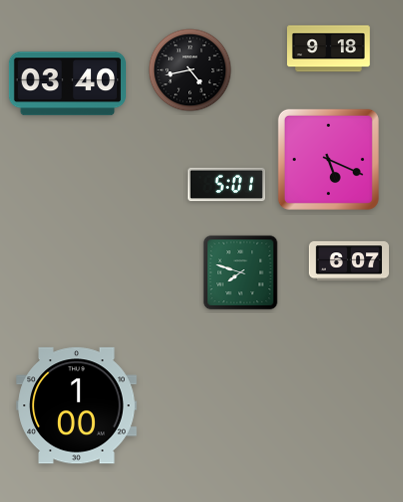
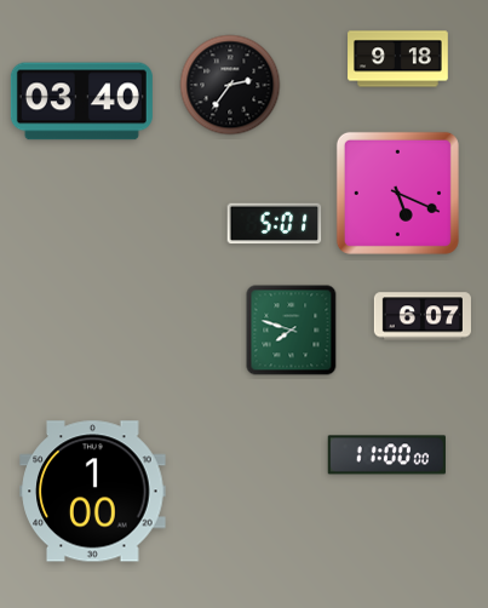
clock at (190, 70): 4:43 -> 2:36
clock at (386, 455): none -> 11:00
